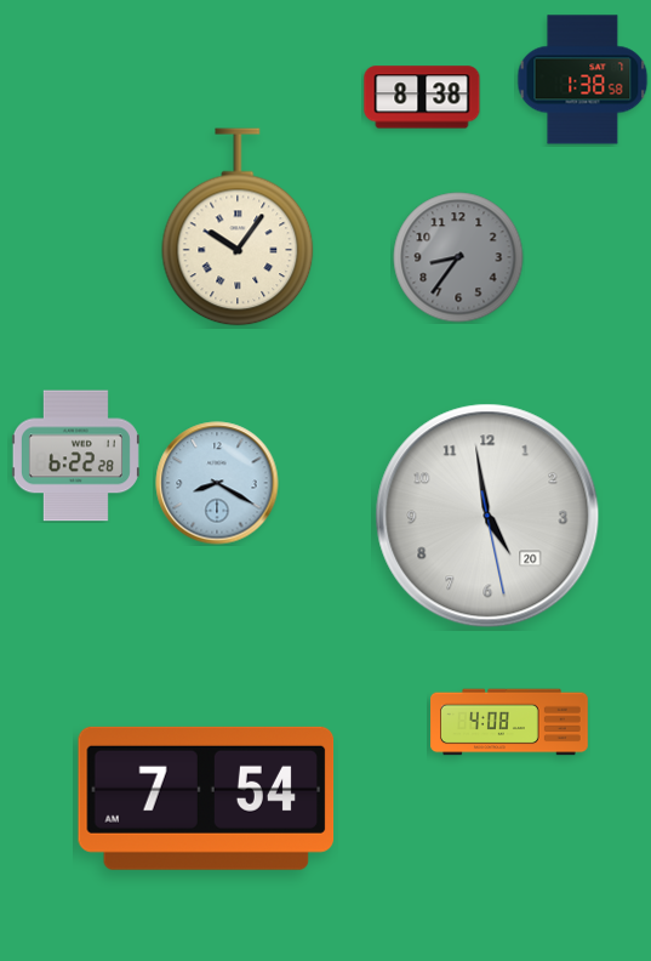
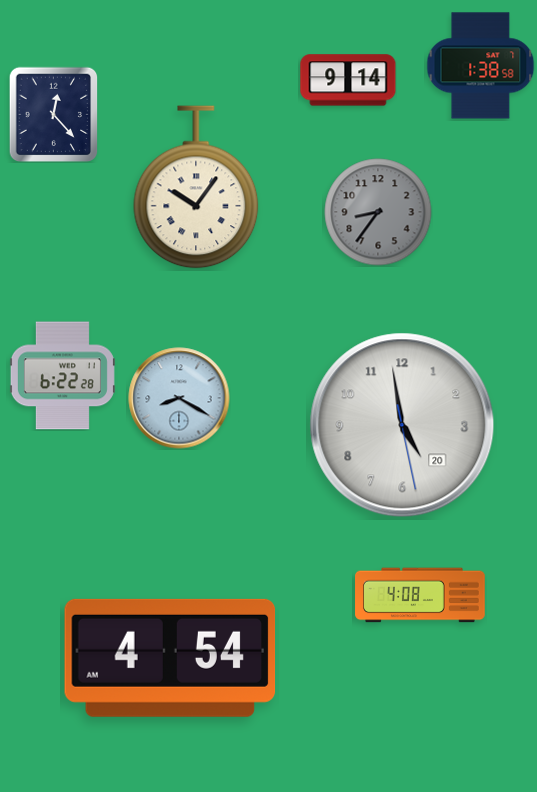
clock at (422, 97): 8:38 -> 9:14
clock at (54, 114): none -> 12:23
clock at (206, 798): 7:54 -> 4:54
